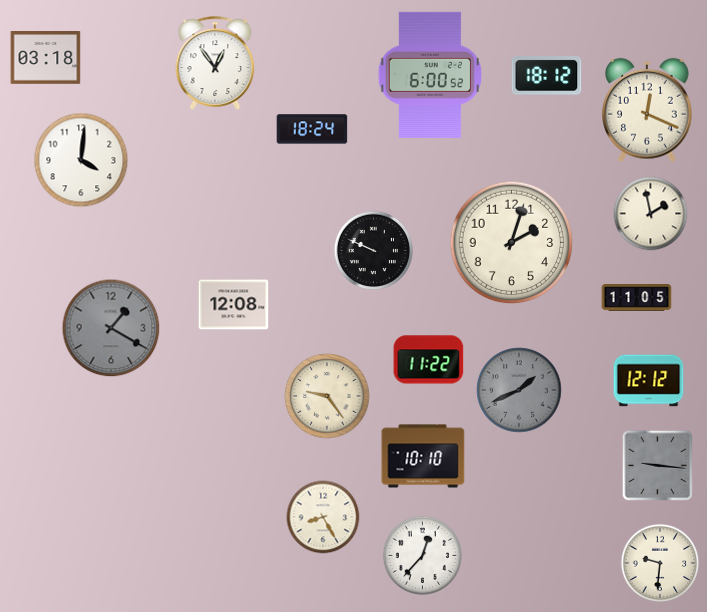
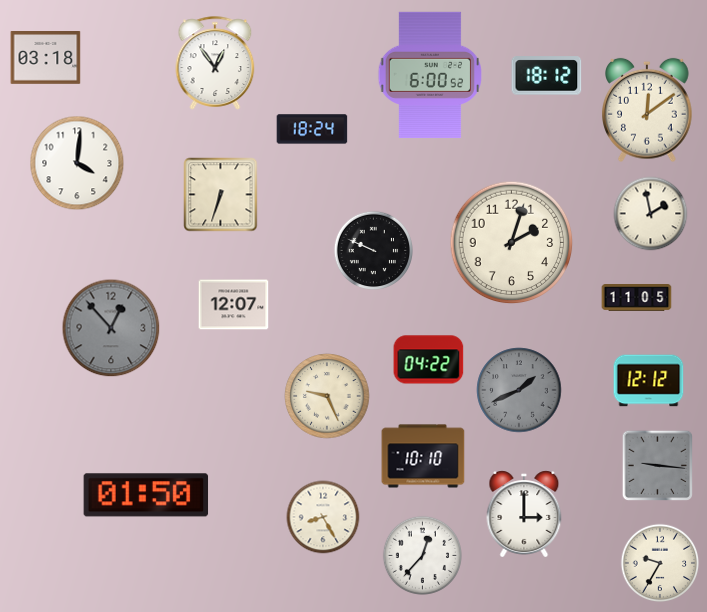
clock at (648, 110): 12:19 -> 12:09
clock at (81, 160) position: (81, 160) -> (77, 163)
clock at (221, 195): none -> 6:33
clock at (234, 305): 12:08 -> 12:07
clock at (111, 328): 1:20 -> 12:53
clock at (429, 360): 11:22 -> 04:22
clock at (327, 396): 9:24 -> 9:26
clock at (146, 495): none -> 01:50
clock at (524, 514): none -> 3:00
clock at (660, 563): 9:31 -> 9:35
